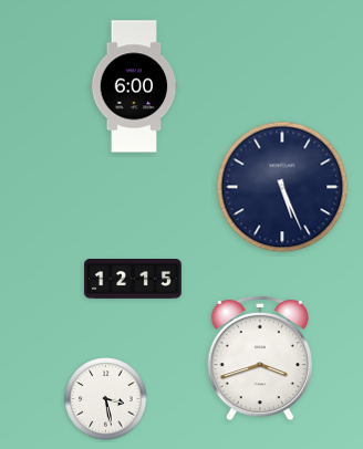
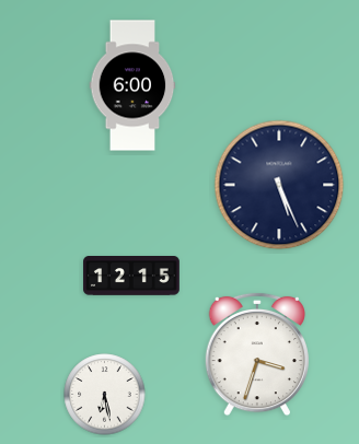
clock at (259, 358): 3:42 -> 3:33
clock at (106, 399): 3:28 -> 6:28
